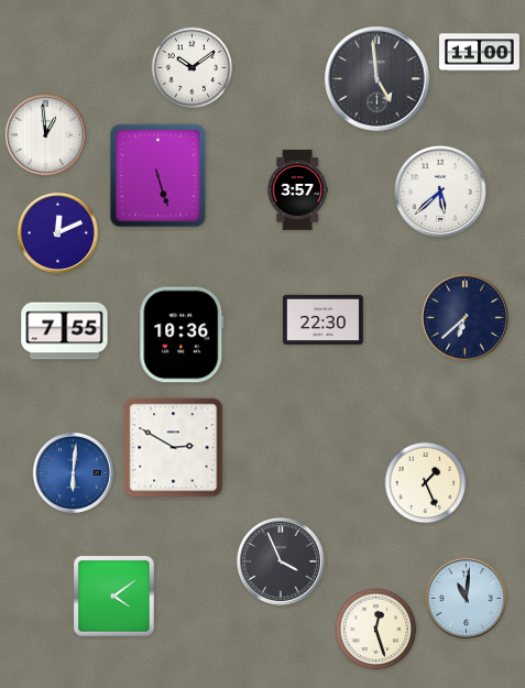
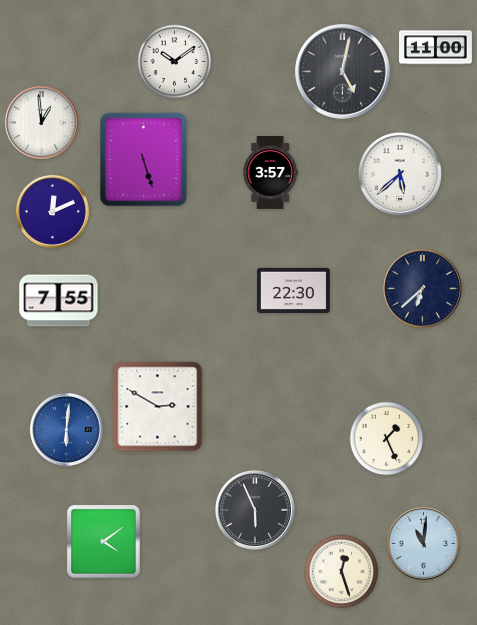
clock at (378, 79): 4:59 -> 5:02
clock at (182, 335): 10:36 -> none
clock at (281, 561): 3:56 -> 5:56
